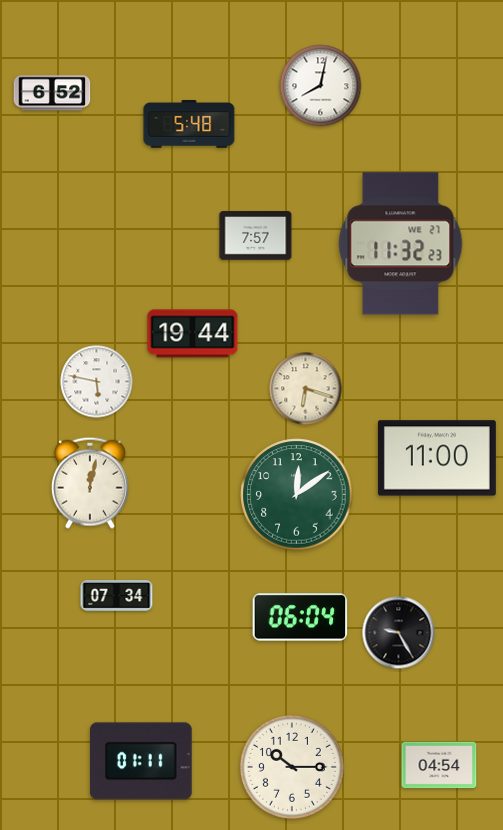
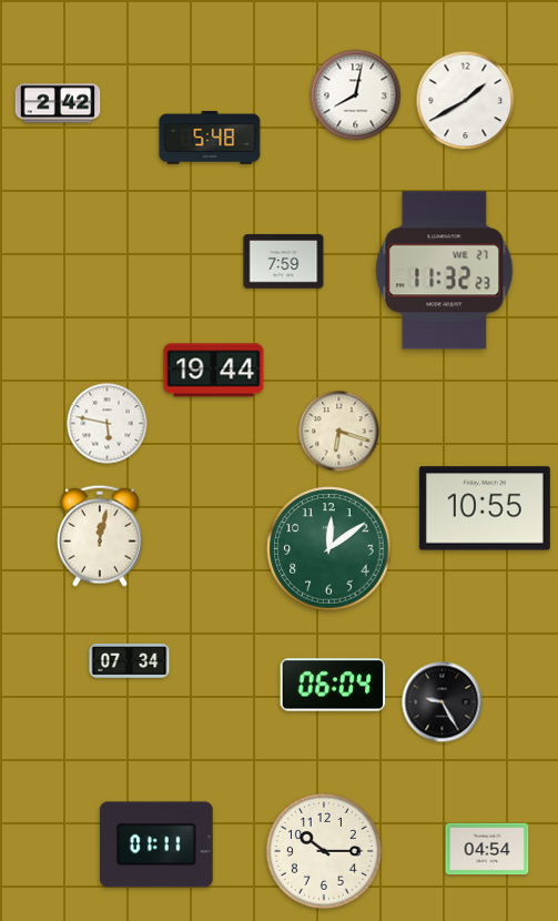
clock at (466, 101): none -> 1:40
clock at (52, 93): 6:52 -> 2:42
clock at (256, 236): 7:57 -> 7:59
clock at (437, 458): 11:00 -> 10:55
